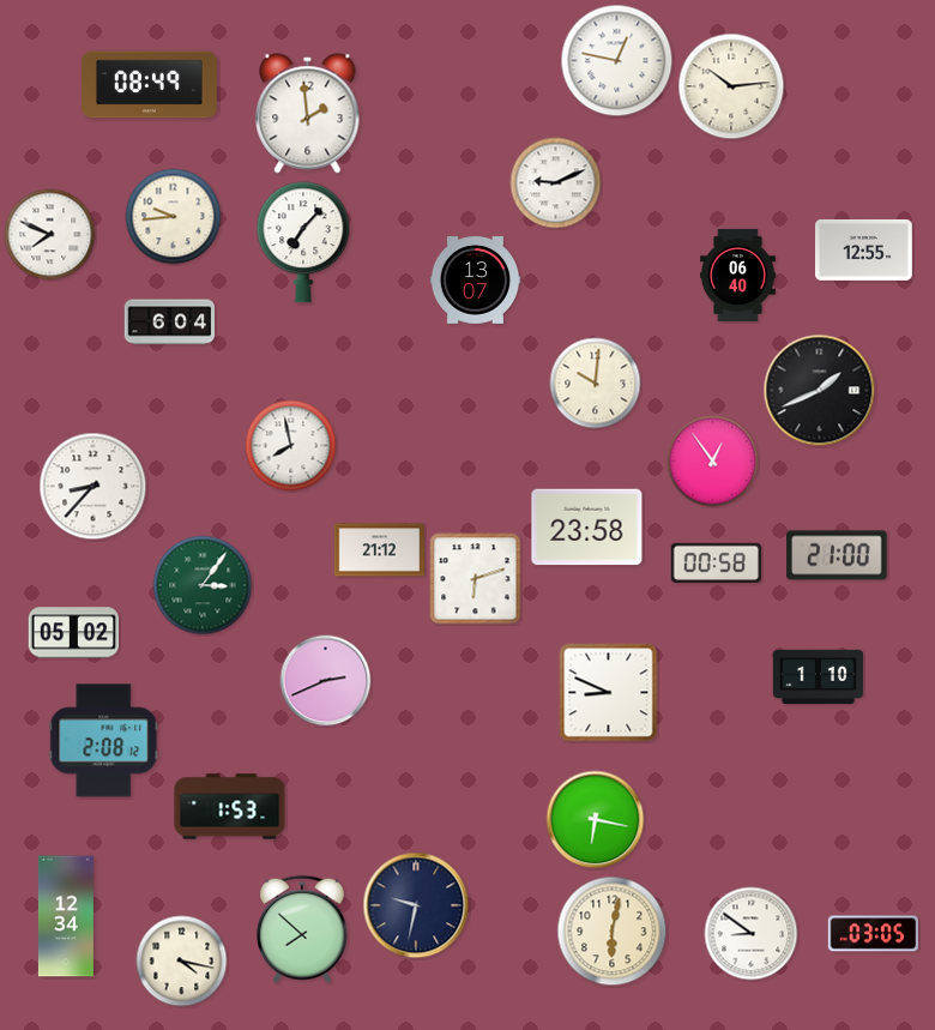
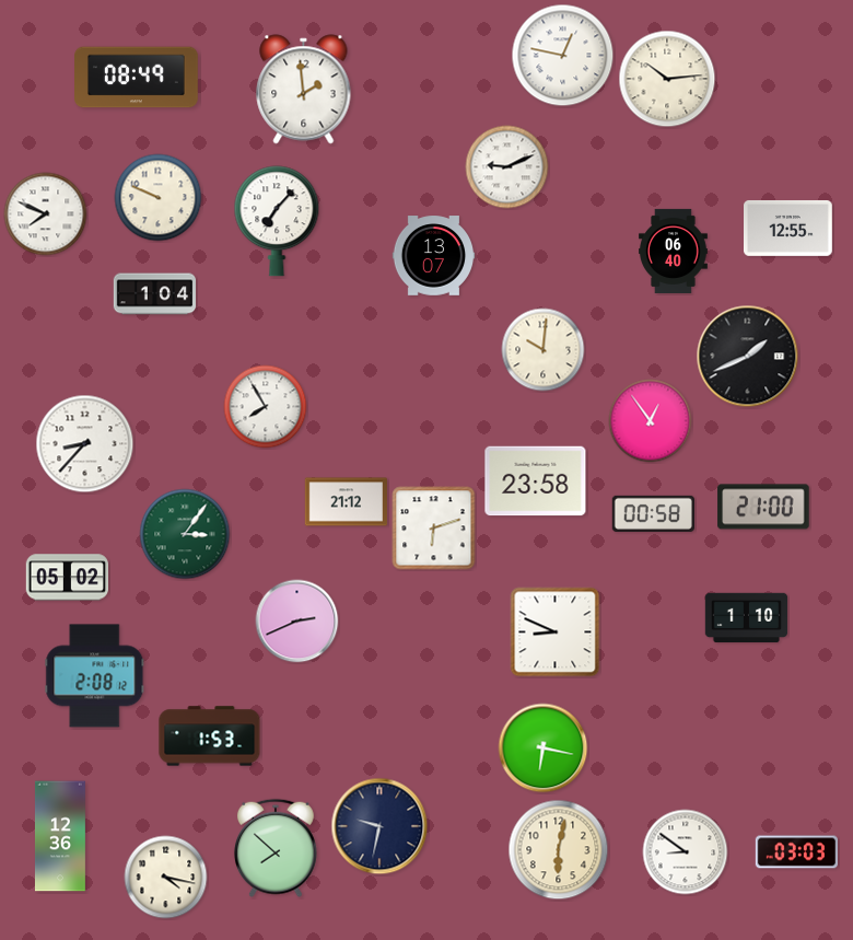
clock at (308, 114) position: (308, 114) -> (304, 90)
clock at (174, 217): 9:44 -> 9:49
clock at (170, 323): 6:04 -> 1:04
clock at (291, 446): 7:58 -> 7:55
clock at (66, 916): 12:34 -> 12:36
clock at (874, 934): 03:05 -> 03:03
